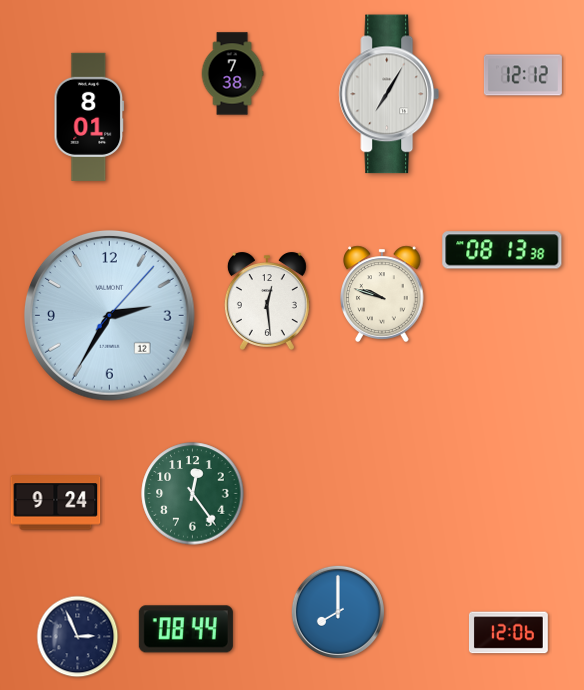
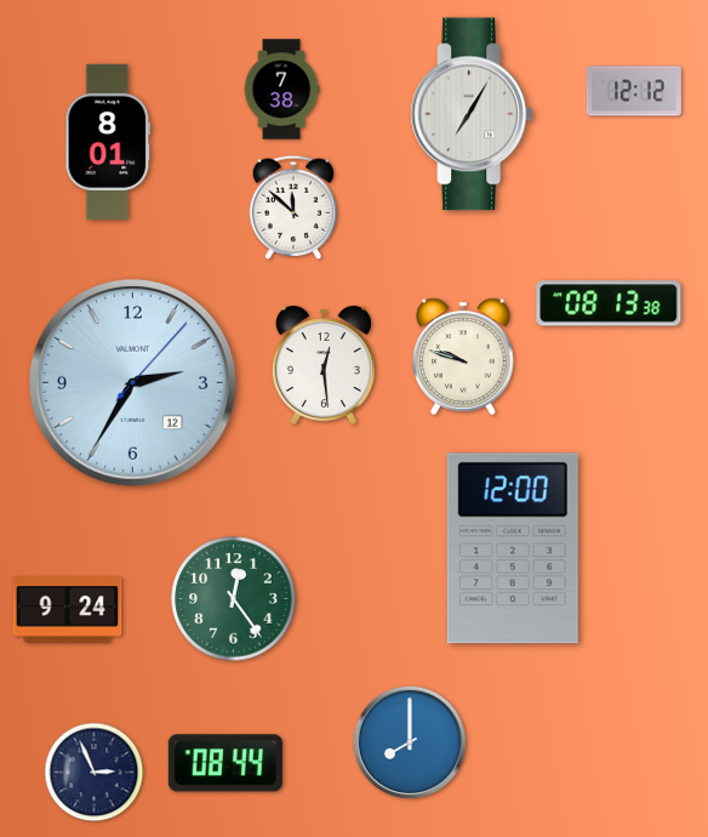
clock at (293, 207): none -> 11:52
clock at (513, 548): none -> 12:00
clock at (508, 633): 12:06 -> none
